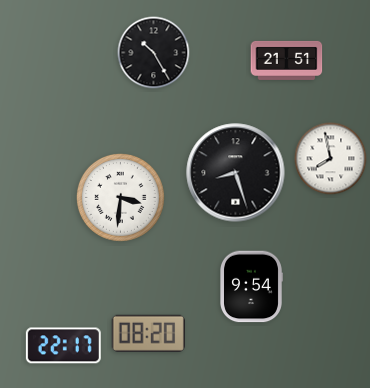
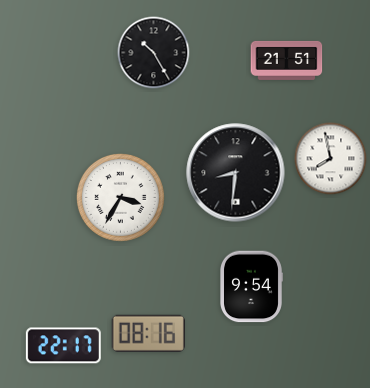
clock at (236, 173): 8:27 -> 8:31
clock at (120, 197): 3:31 -> 3:35
clock at (148, 333): 08:20 -> 08:16
